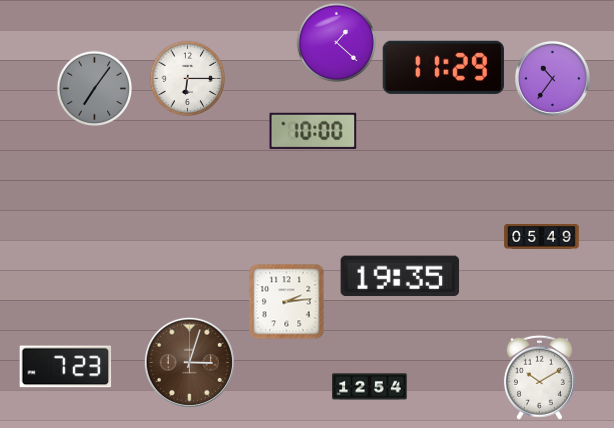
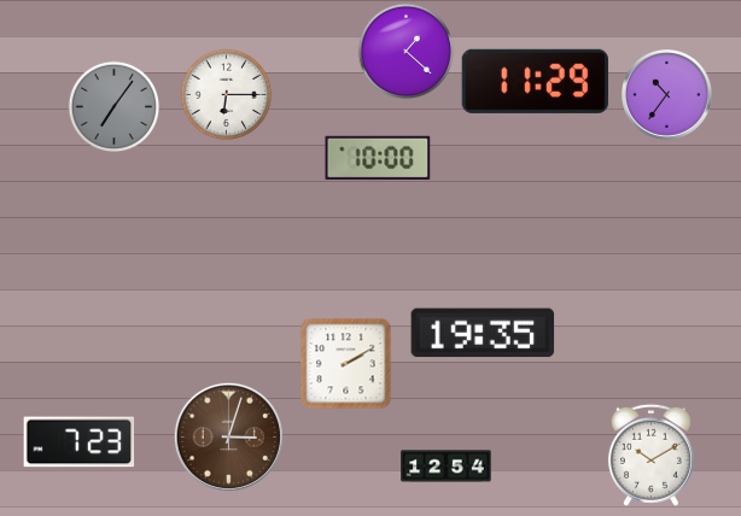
clock at (542, 237): 05:49 -> none
clock at (287, 302): 2:14 -> 2:10
